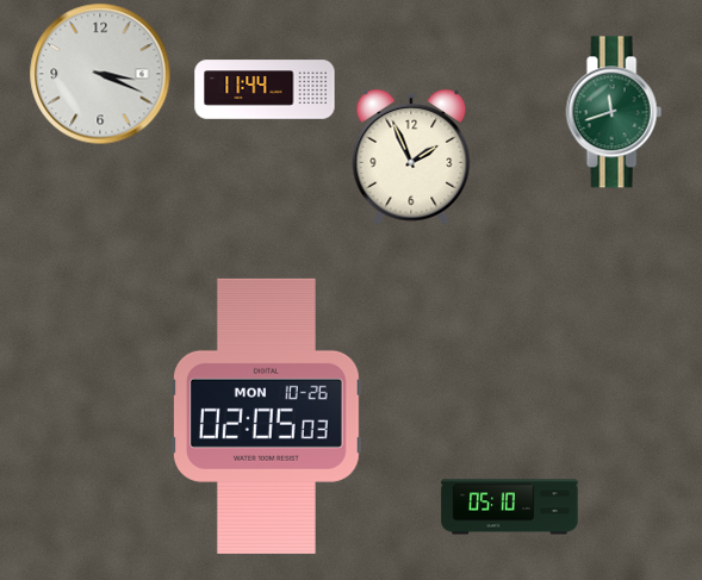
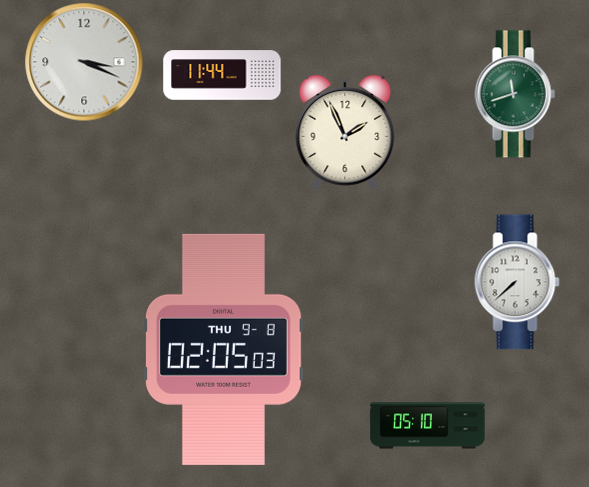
clock at (517, 282): none -> 7:38
clock at (266, 416) date: MON 10-26 -> THU 9-8
